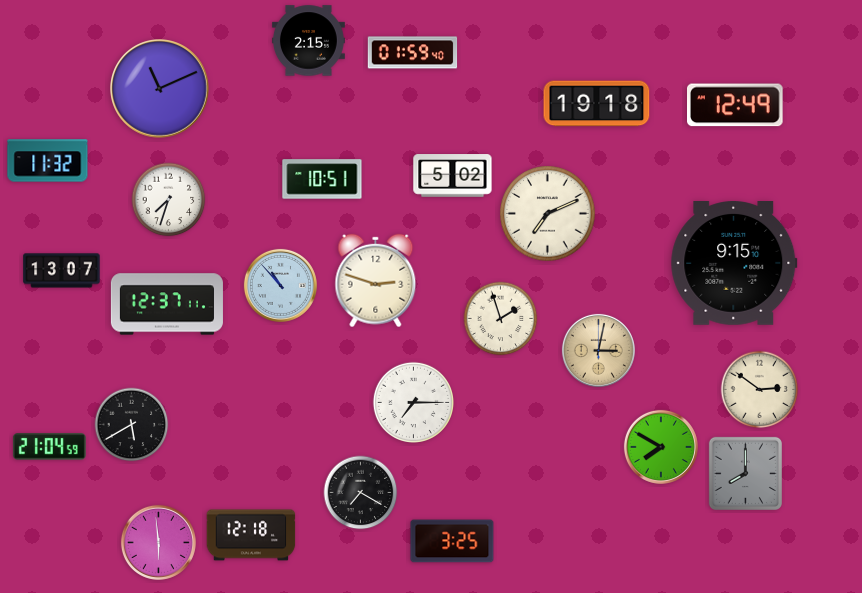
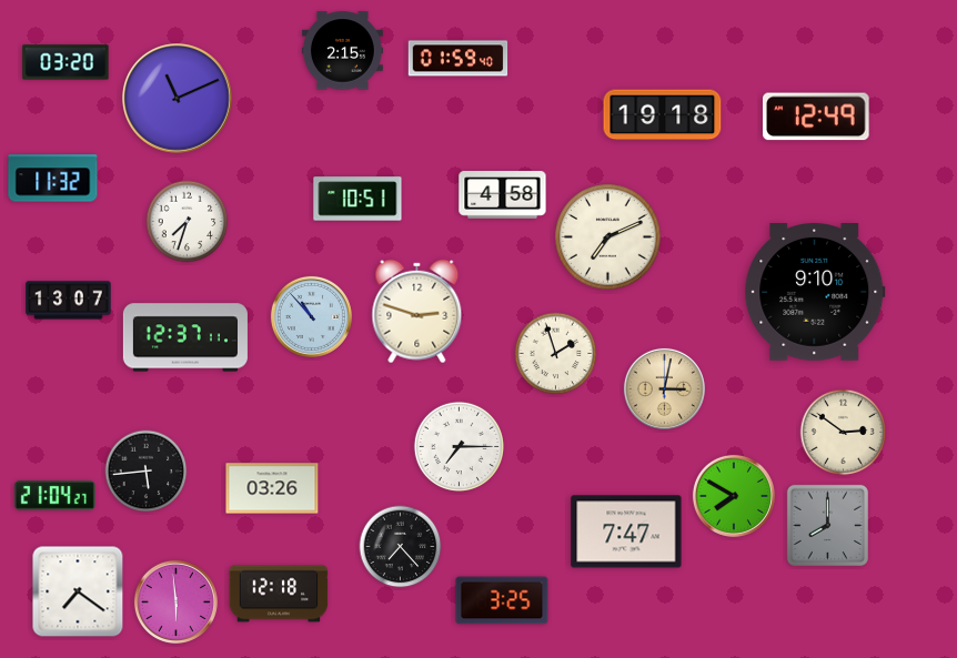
clock at (308, 41) position: (308, 41) -> (342, 51)
clock at (66, 62): none -> 03:20
clock at (453, 176): 5:02 -> 4:58
clock at (734, 264): 9:15 -> 9:10
clock at (132, 425): 5:40 -> 5:44
clock at (272, 488): none -> 03:26
clock at (49, 447): 21:04:59 -> 21:04:27
clock at (626, 532): none -> 7:47
clock at (361, 493): 7:20 -> 7:23
clock at (78, 591): none -> 7:21
